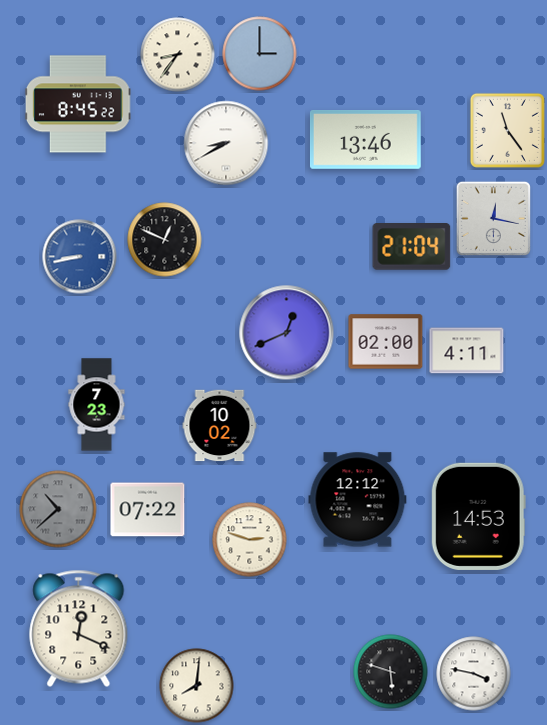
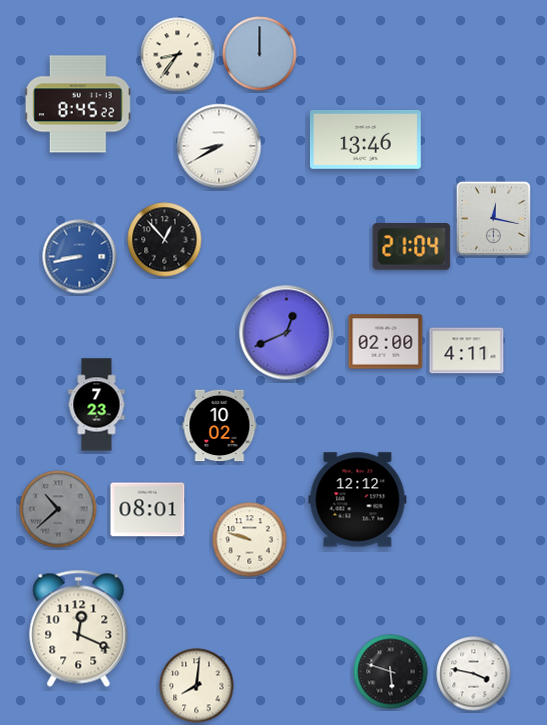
clock at (260, 54): 3:00 -> 12:00
clock at (507, 130): 11:24 -> none
clock at (226, 143) position: (226, 143) -> (219, 146)
clock at (165, 240): 12:49 -> 12:53
clock at (148, 510): 07:22 -> 08:01
clock at (478, 516): 14:53 -> none
clock at (250, 540): 2:48 -> 9:48
